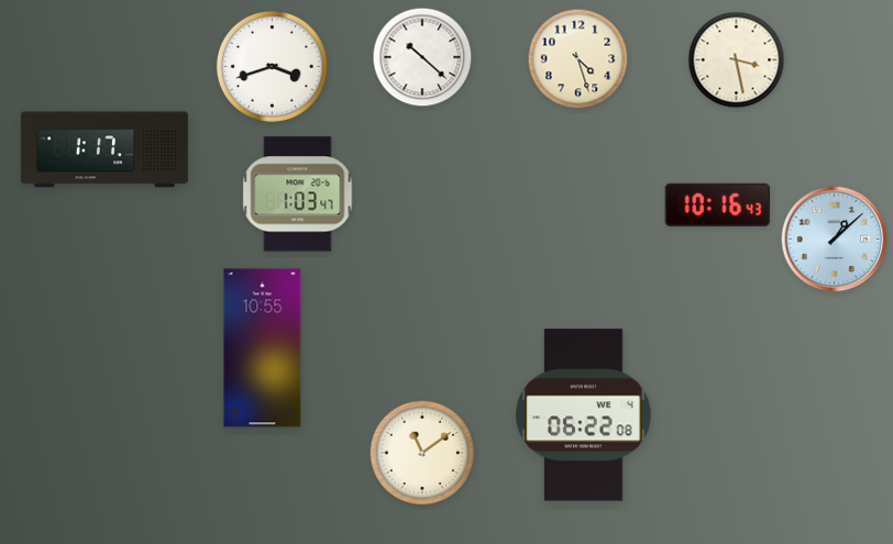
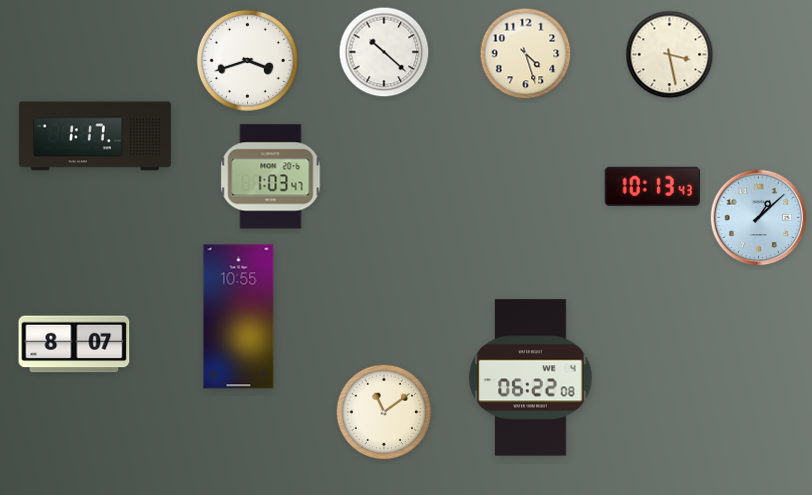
clock at (718, 204): 10:16 -> 10:13
clock at (74, 344): none -> 8:07
